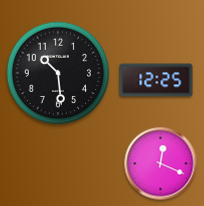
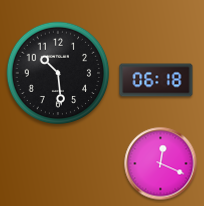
clock at (156, 80): 12:25 -> 06:18
